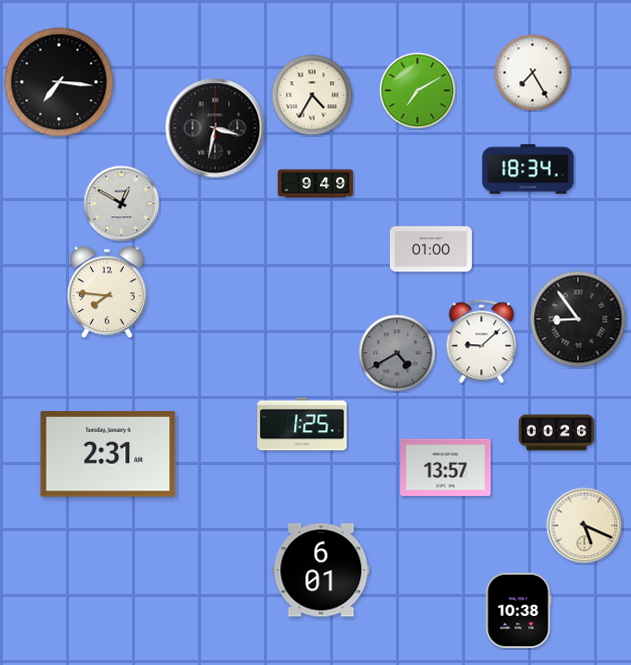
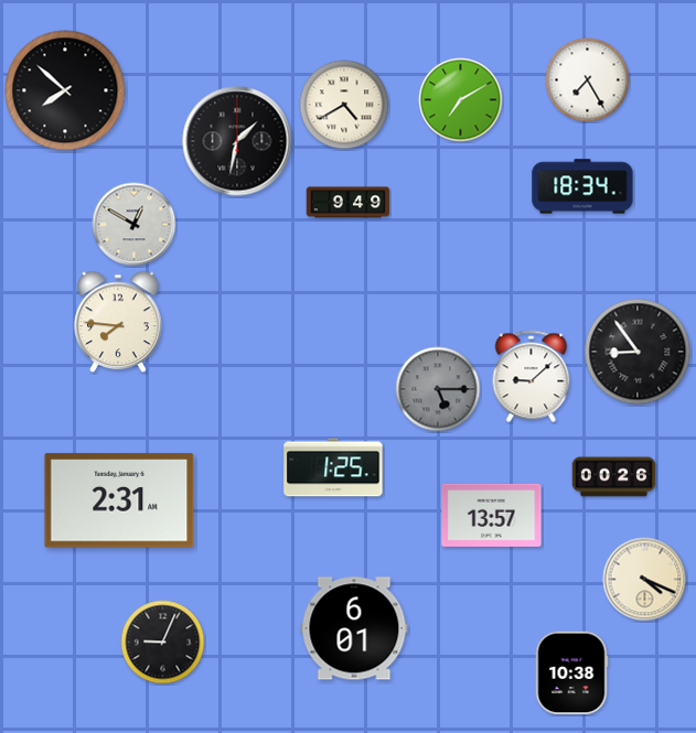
clock at (59, 82): 7:16 -> 7:52
clock at (312, 95): 4:35 -> 4:40
clock at (215, 128): 3:32 -> 1:32
clock at (431, 249): 01:00 -> none
clock at (397, 353): 4:40 -> 5:15
clock at (585, 526): 5:19 -> 4:19
clock at (163, 643): none -> 9:04
